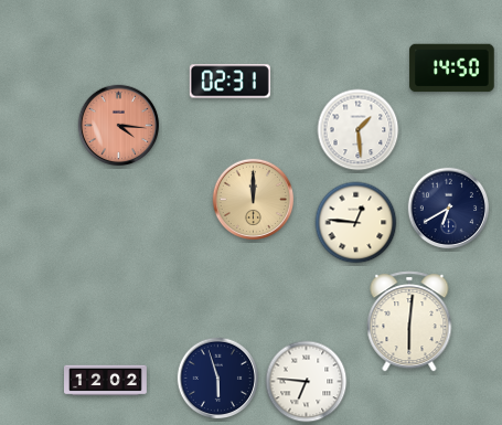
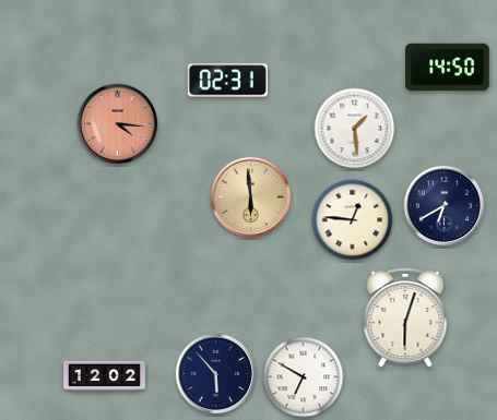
clock at (254, 200): 12:00 -> 5:59
clock at (409, 321): 6:01 -> 6:03
clock at (218, 379): 5:57 -> 5:53
clock at (307, 382): 6:46 -> 6:50
